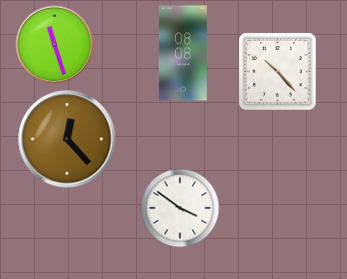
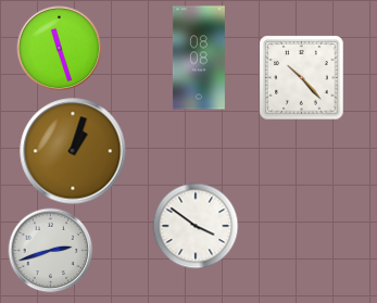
clock at (67, 139): 12:23 -> 1:03
clock at (50, 250): none -> 2:42
